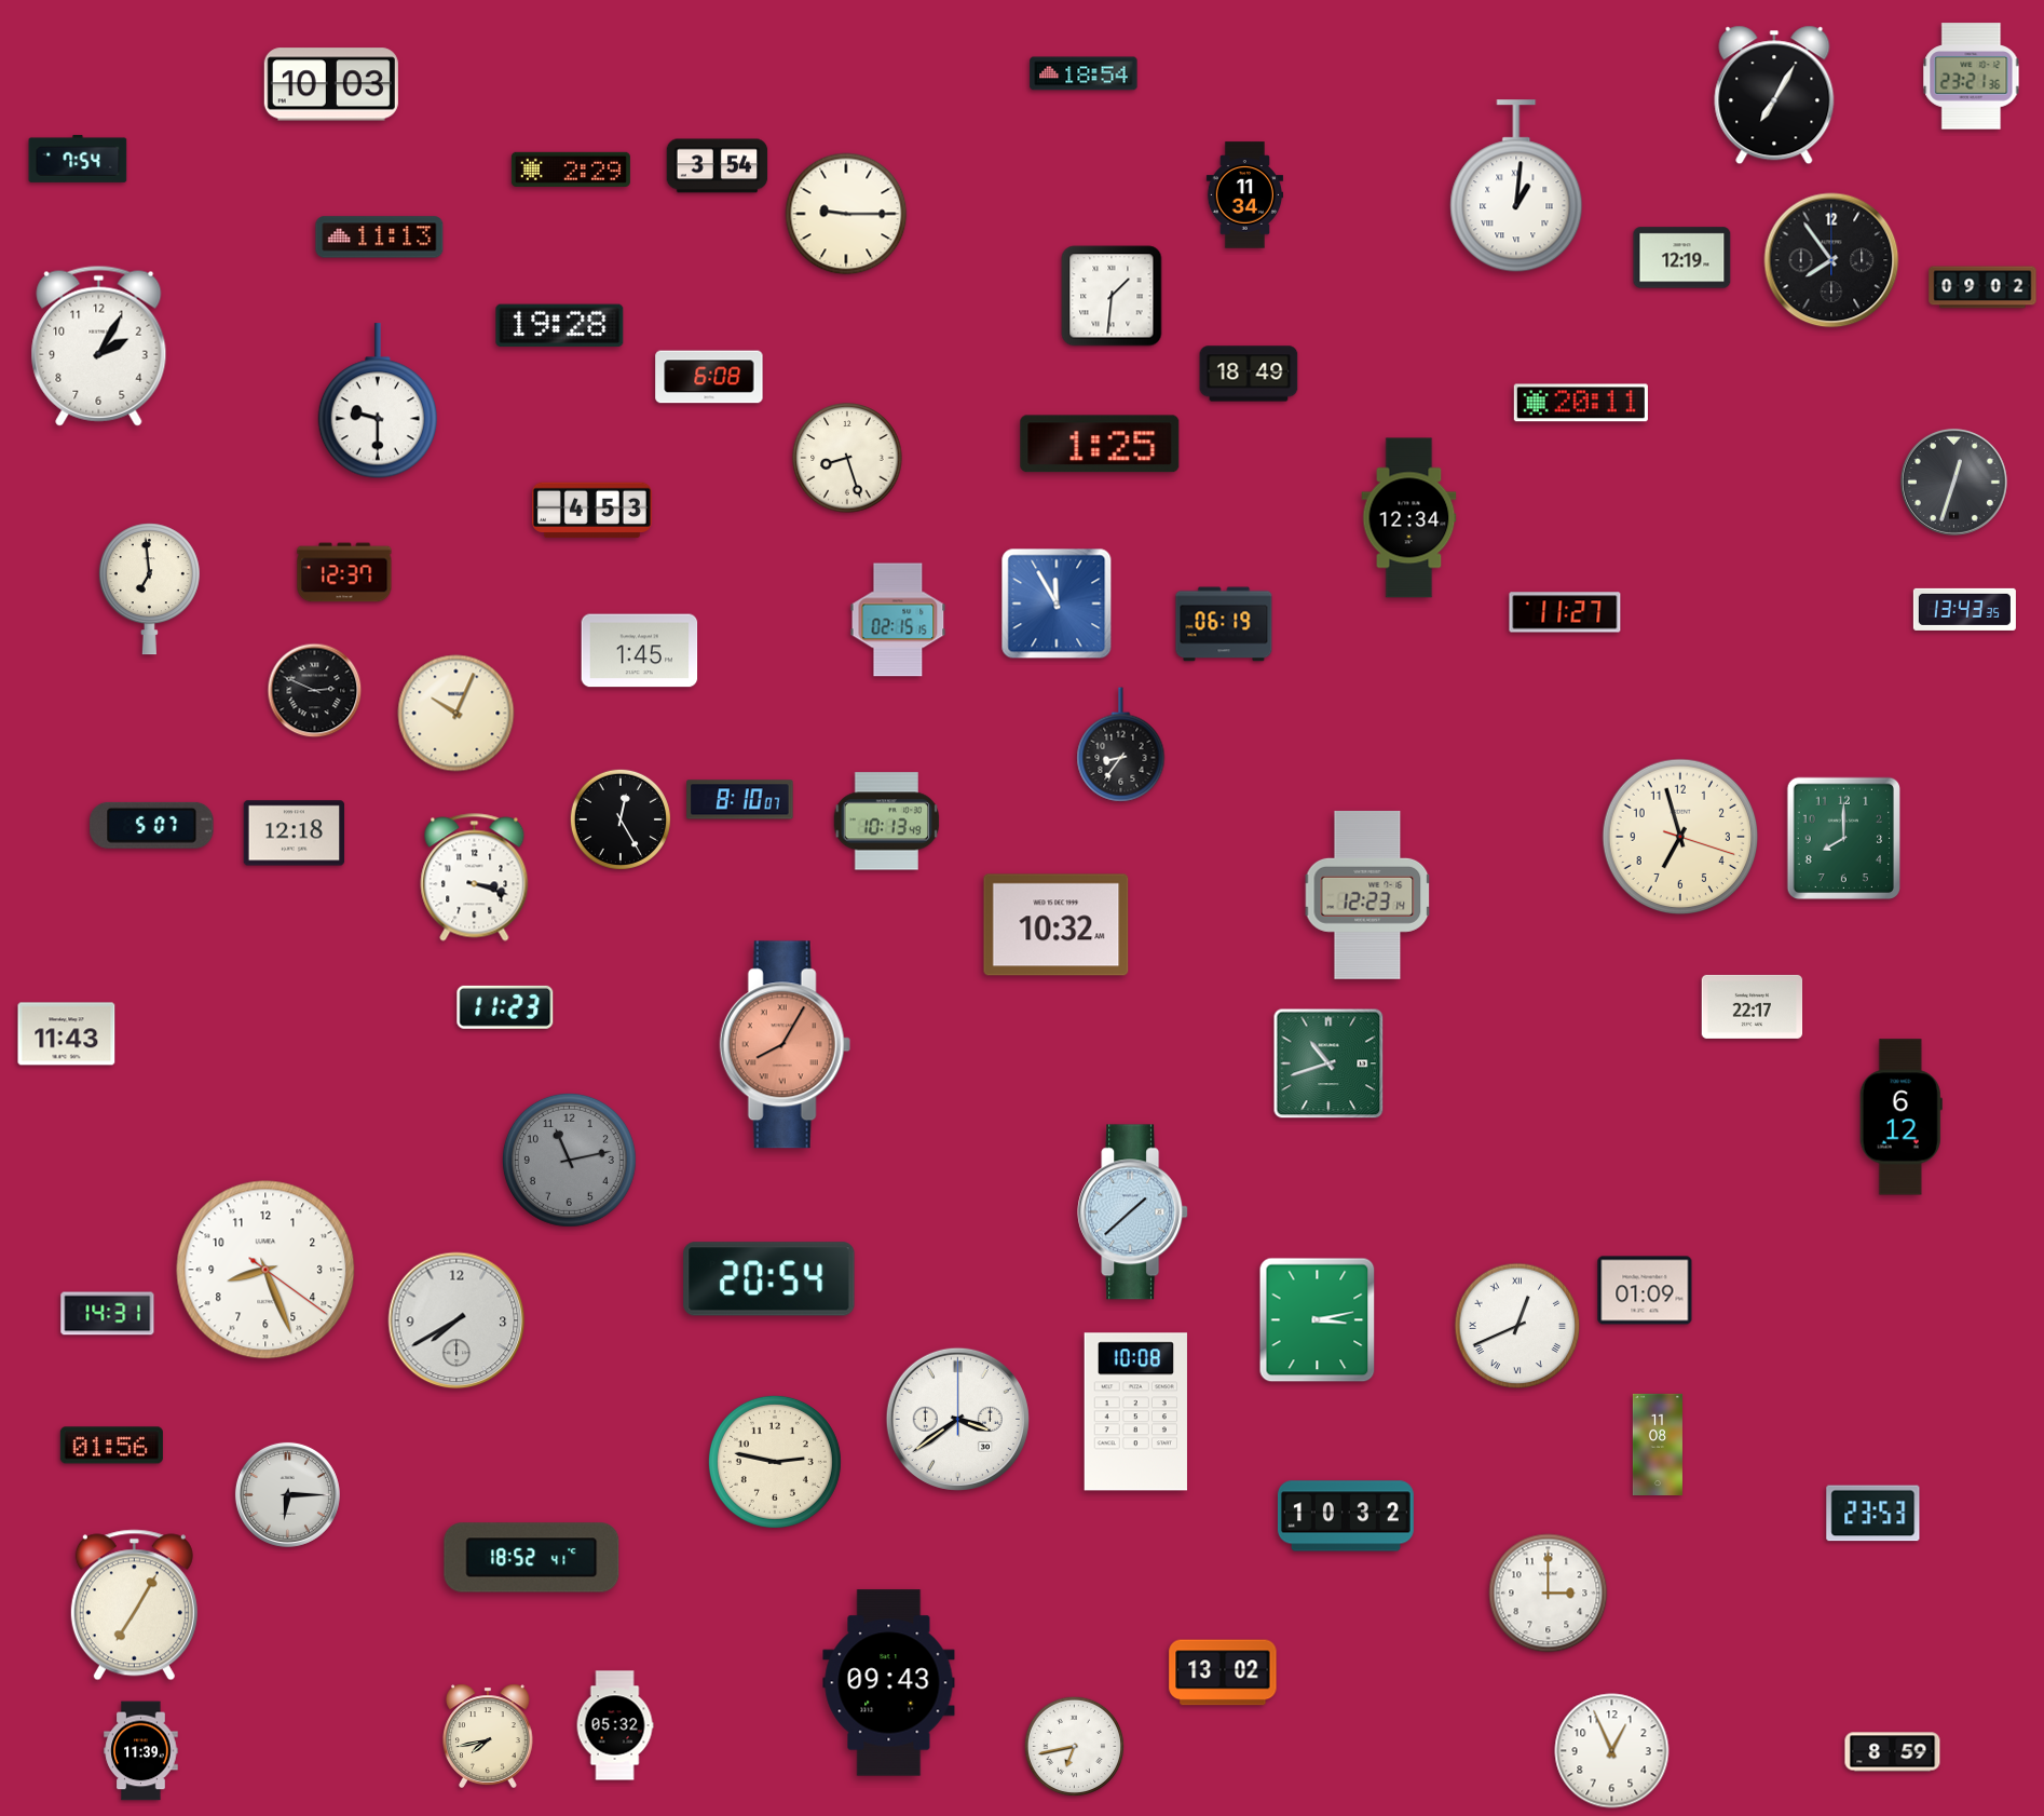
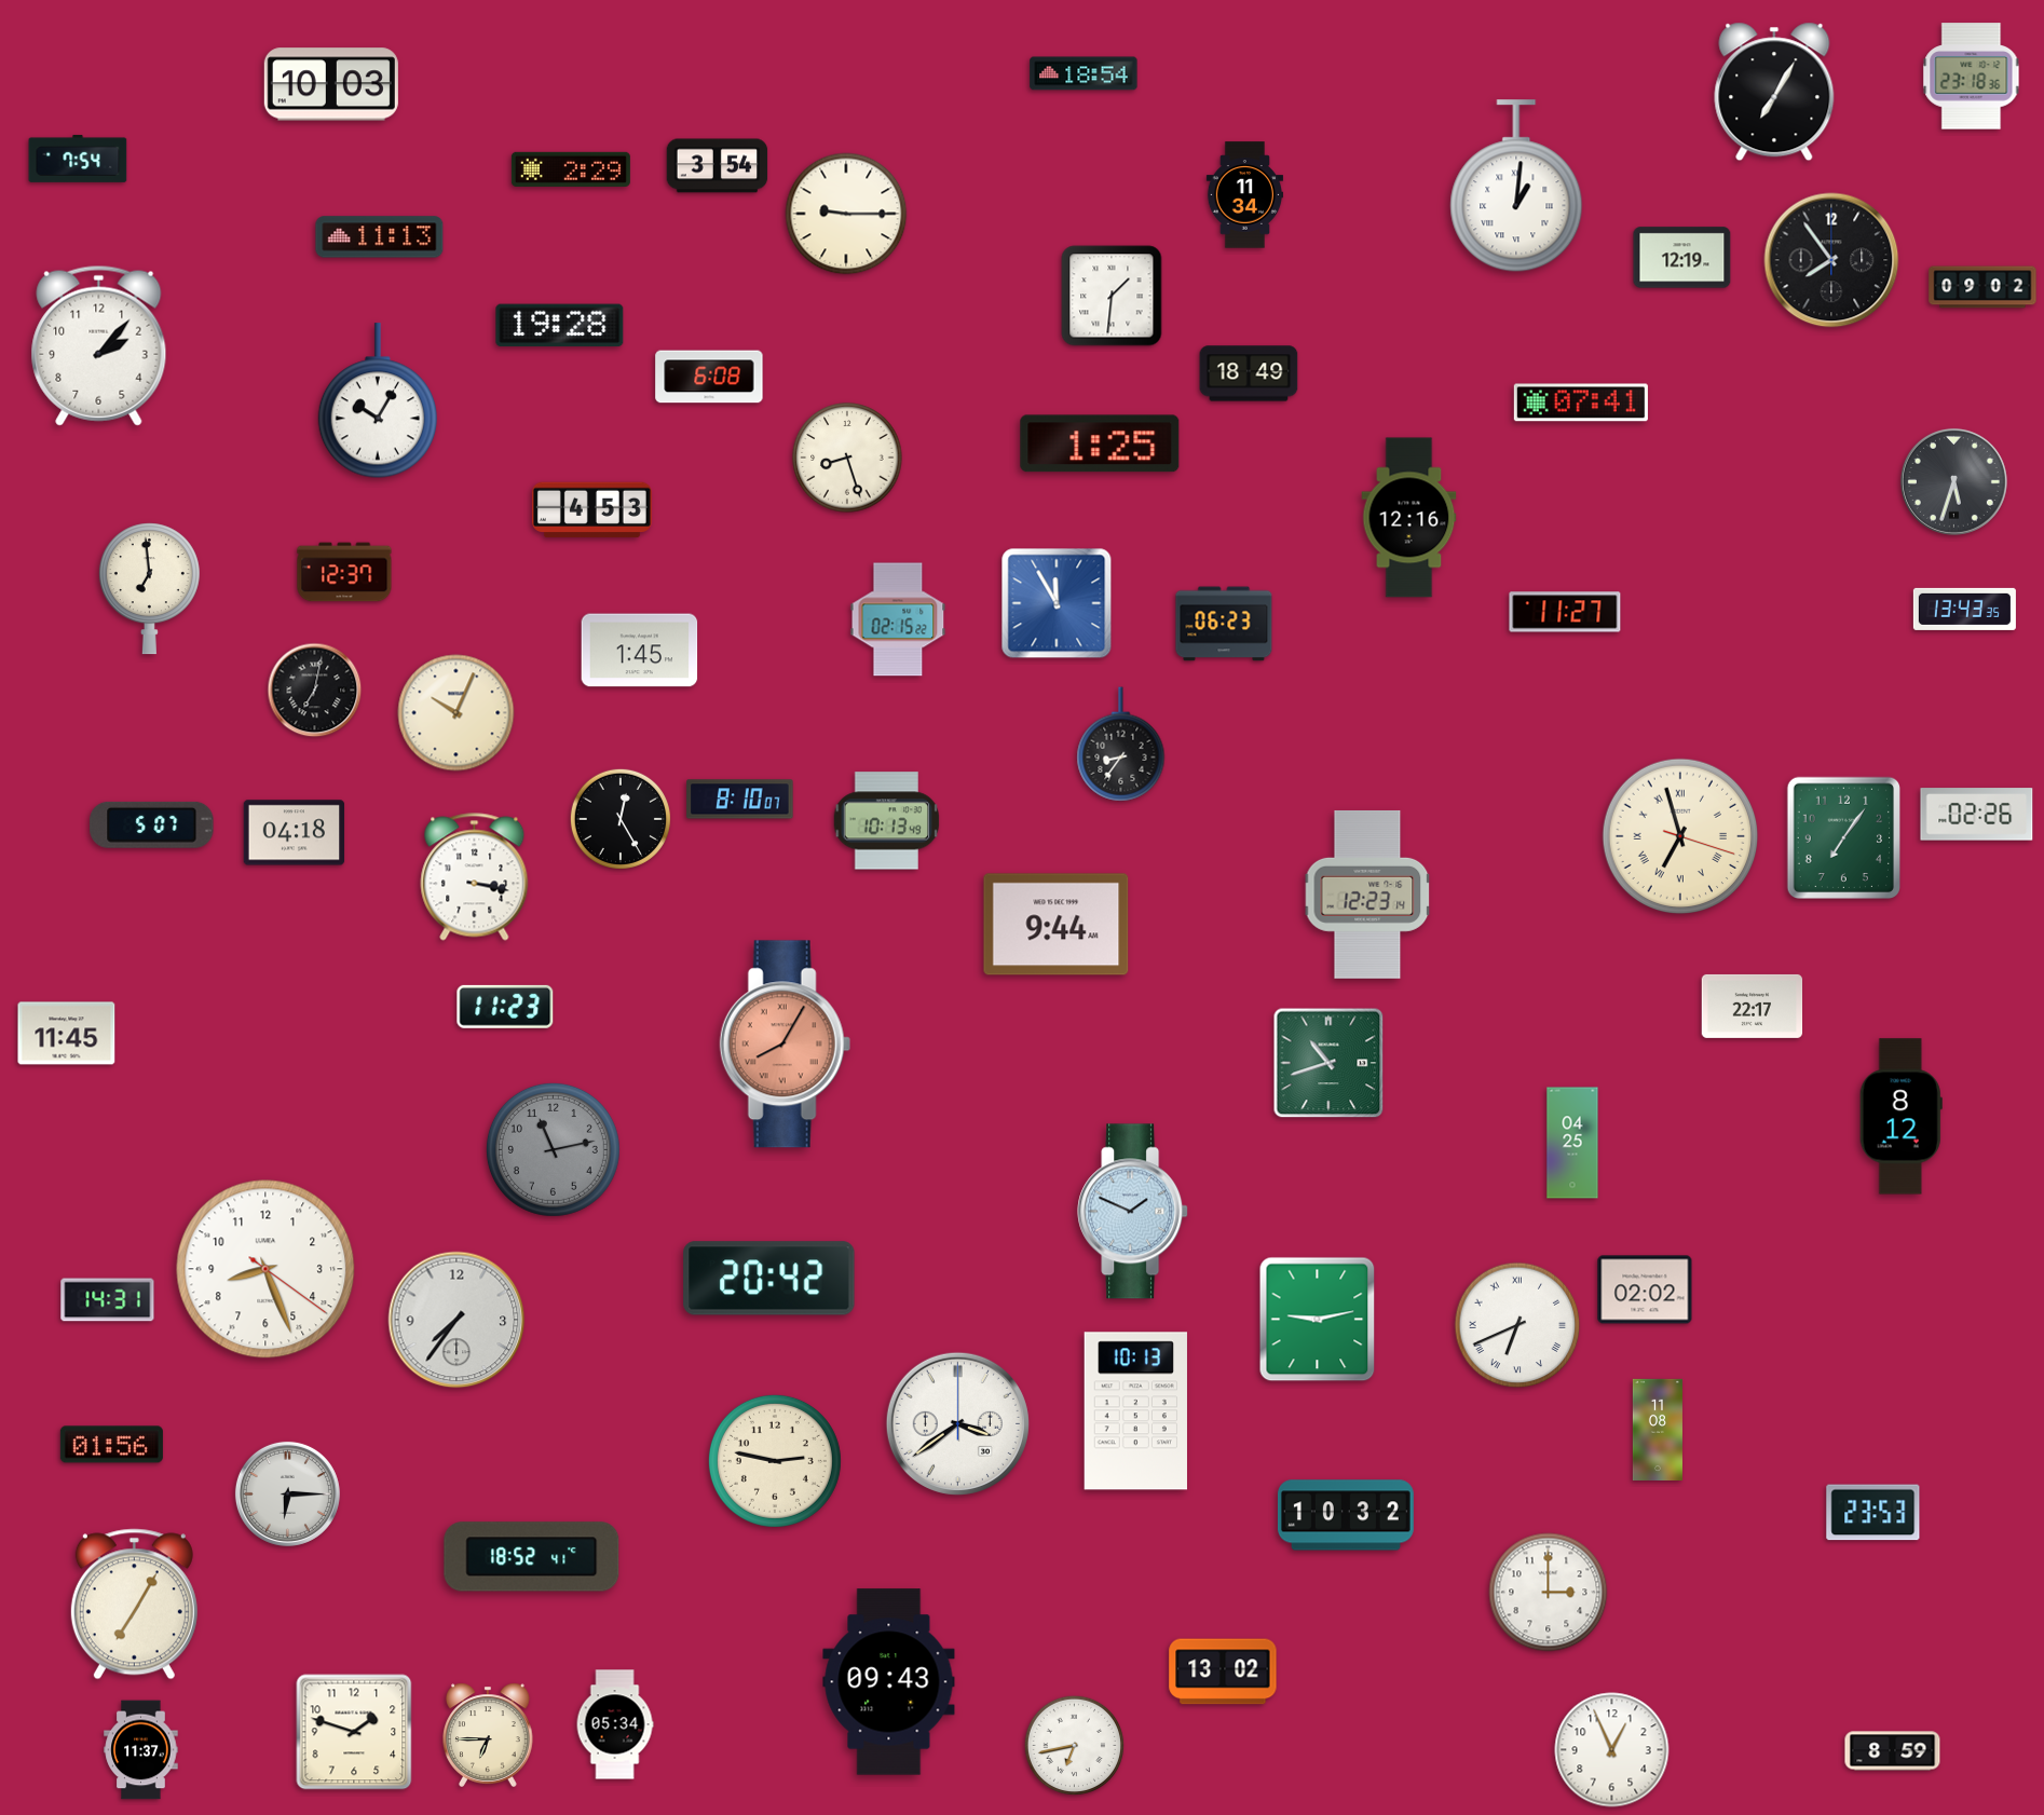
clock at (1972, 77): 23:21 -> 23:18
clock at (1774, 95) position: (1774, 95) -> (1774, 92)
clock at (99, 345): 2:05 -> 2:07
clock at (377, 402): 9:30 -> 10:05
clock at (1581, 403): 20:11 -> 07:41
clock at (1953, 482): 12:33 -> 5:33
clock at (1409, 518): 12:34 -> 12:16
clock at (898, 620): 02:15:15 -> 02:15:22
clock at (1224, 624): 06:19 -> 06:23
clock at (315, 691): 2:49 -> 7:02
clock at (1977, 815): none -> 02:26
clock at (295, 834): 12:18 -> 04:18
clock at (1680, 837) numerals: Arabic -> Roman
clock at (1843, 838): 8:00 -> 7:06
clock at (475, 878): 3:18 -> 3:17
clock at (1057, 925): 10:32 -> 9:44
clock at (67, 1034): 11:43 -> 11:45
clock at (1900, 1117): 6:12 -> 8:12
clock at (1572, 1143): none -> 04:25
clock at (569, 1160) position: (569, 1160) -> (553, 1149)
clock at (1133, 1212): 1:38 -> 1:49
clock at (769, 1279): 20:54 -> 20:42
clock at (1645, 1290): 01:09 -> 02:02
clock at (108, 1314) position: (108, 1314) -> (108, 1300)
clock at (457, 1320): 7:40 -> 7:36
clock at (1318, 1320): 3:13 -> 9:13
clock at (1517, 1326): 12:41 -> 6:41
clock at (1135, 1412): 10:08 -> 10:13
clock at (957, 1419) position: (957, 1419) -> (957, 1423)
clock at (1658, 1444) position: (1658, 1444) -> (1658, 1429)
clock at (615, 1725): 05:32 -> 05:34
clock at (354, 1732): none -> 1:48
clock at (489, 1736): 7:43 -> 6:45
clock at (141, 1751): 11:39 -> 11:37
